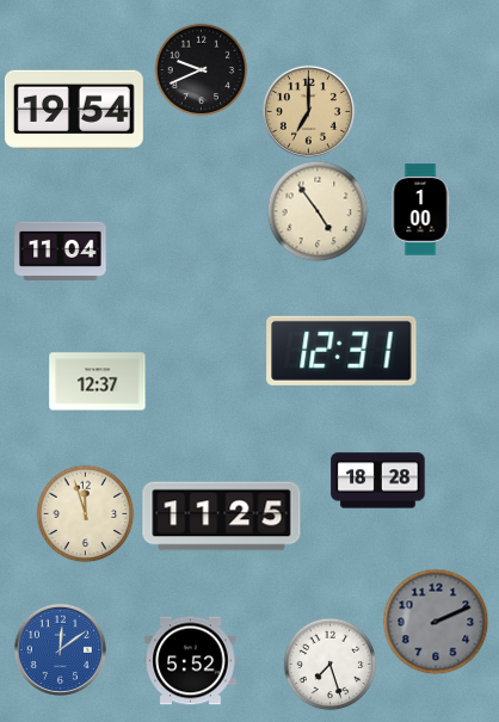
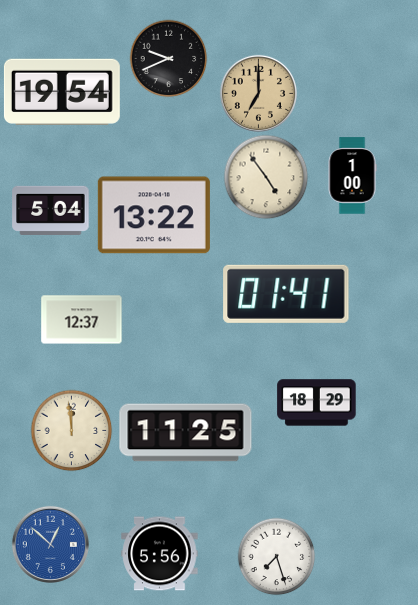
clock at (61, 251): 11:04 -> 5:04
clock at (154, 215): none -> 13:22
clock at (341, 351): 12:31 -> 01:41
clock at (378, 481): 18:28 -> 18:29
clock at (85, 513): 11:57 -> 11:59
clock at (436, 622): 2:11 -> none
clock at (60, 649): 12:09 -> 12:52
clock at (191, 661): 5:52 -> 5:56
